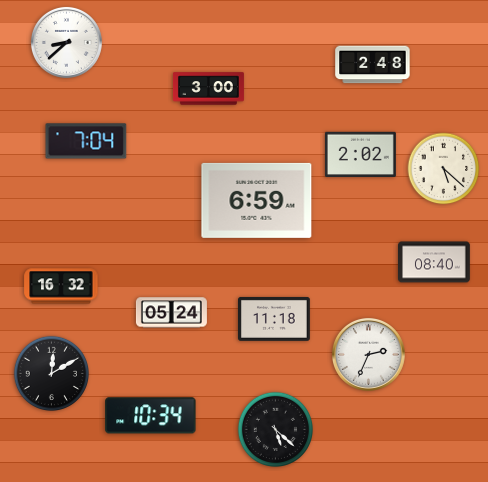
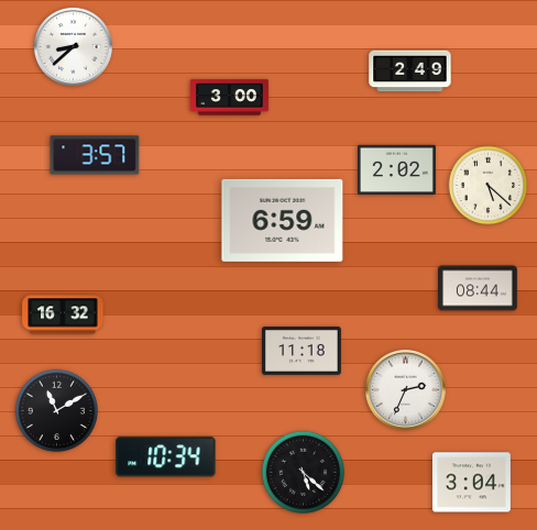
clock at (373, 65): 2:48 -> 2:49
clock at (86, 141): 7:04 -> 3:57
clock at (435, 262): 08:40 -> 08:44
clock at (61, 286) position: (61, 286) -> (63, 314)
clock at (171, 313): 05:24 -> none
clock at (51, 373): 12:10 -> 11:10
clock at (471, 483): none -> 3:04
